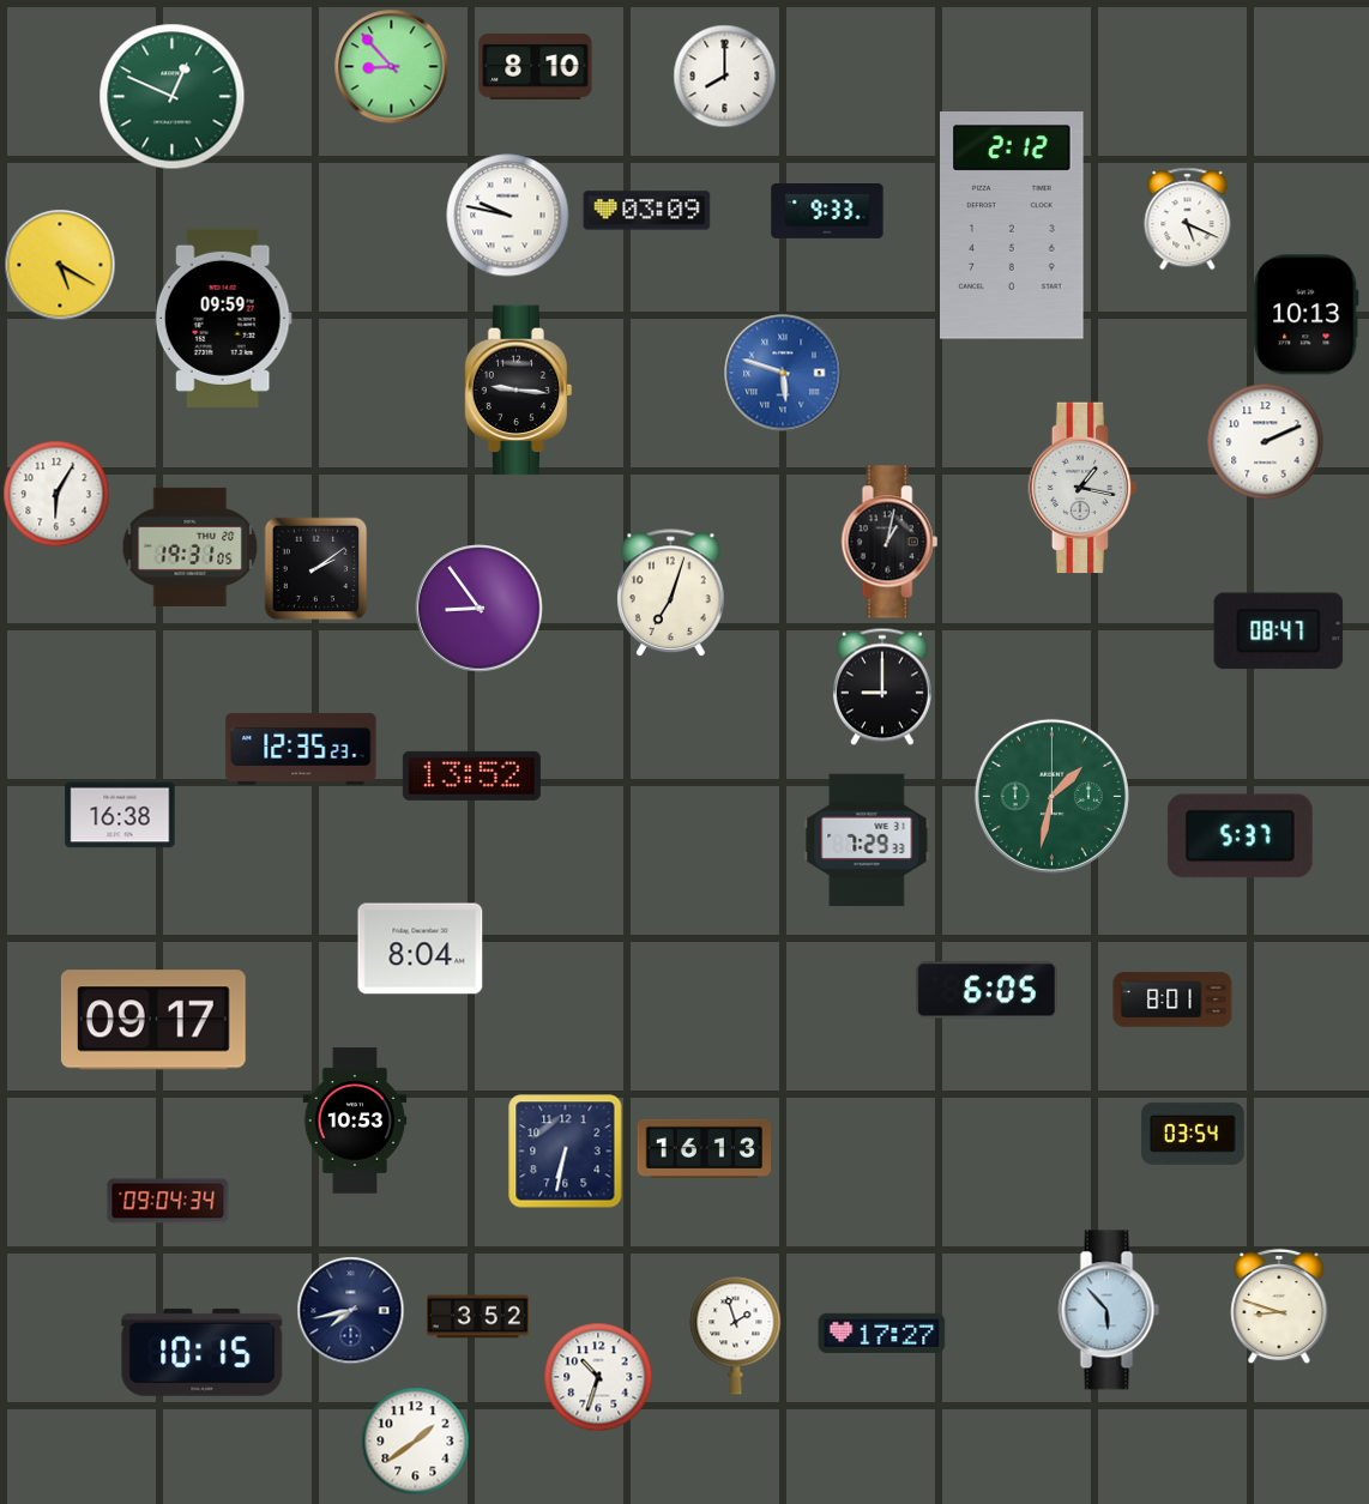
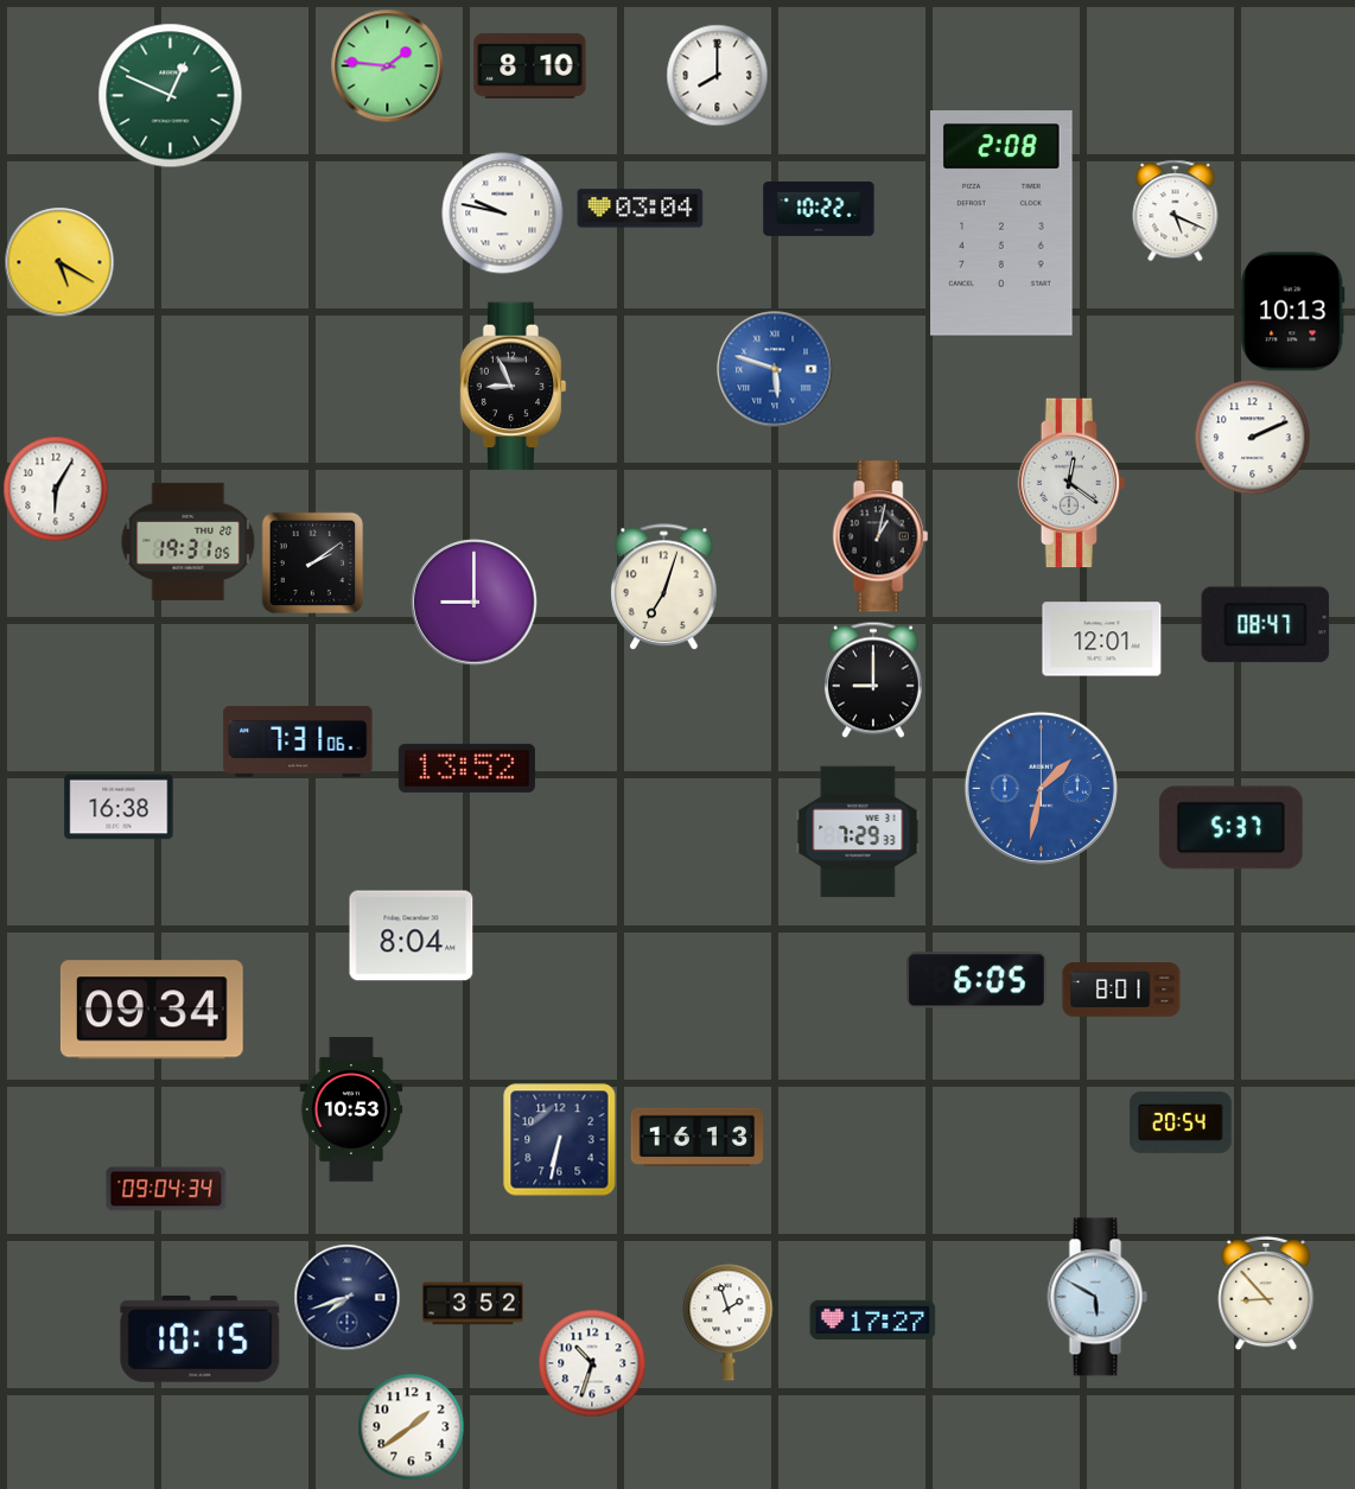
clock at (392, 67): 8:53 -> 1:46
clock at (647, 211): 03:09 -> 03:04
clock at (827, 212): 9:33 -> 10:22
clock at (1188, 219) position: (1188, 219) -> (1176, 211)
clock at (1013, 225): 2:12 -> 2:08
clock at (223, 318): 09:59 -> none
clock at (519, 391): 9:16 -> 8:56
clock at (1082, 488): 1:17 -> 12:21
clock at (480, 609): 8:54 -> 9:00
clock at (1102, 639): none -> 12:01
clock at (301, 749): 12:35 -> 7:31
clock at (1051, 796) dial: green -> blue
clock at (1240, 836) position: (1240, 836) -> (1230, 828)
clock at (421, 949) position: (421, 949) -> (412, 936)
clock at (1172, 999) position: (1172, 999) -> (1121, 990)
clock at (153, 1020): 09:17 -> 09:34
clock at (1193, 1134): 03:54 -> 20:54
clock at (1279, 1306): 8:48 -> 8:53
clock at (1109, 1310): 5:53 -> 5:50
clock at (351, 1311): 7:43 -> 7:42
